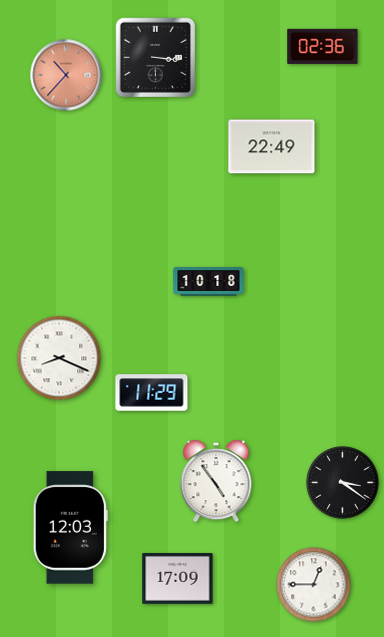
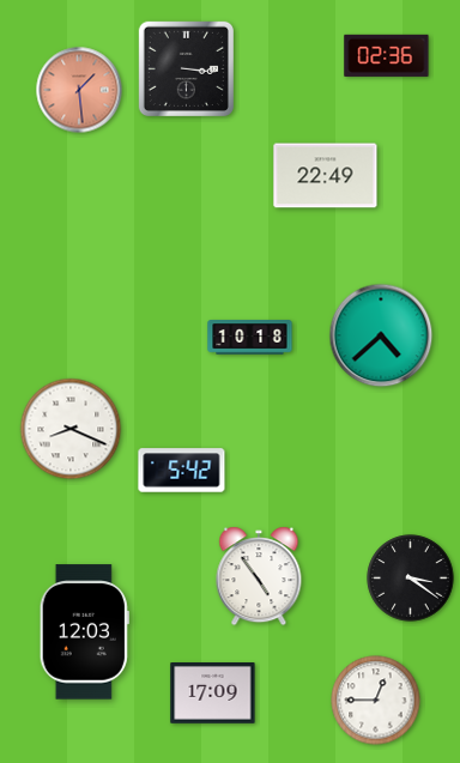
clock at (66, 75): 10:37 -> 1:29
clock at (381, 335): none -> 4:38
clock at (152, 393): 11:29 -> 5:42
